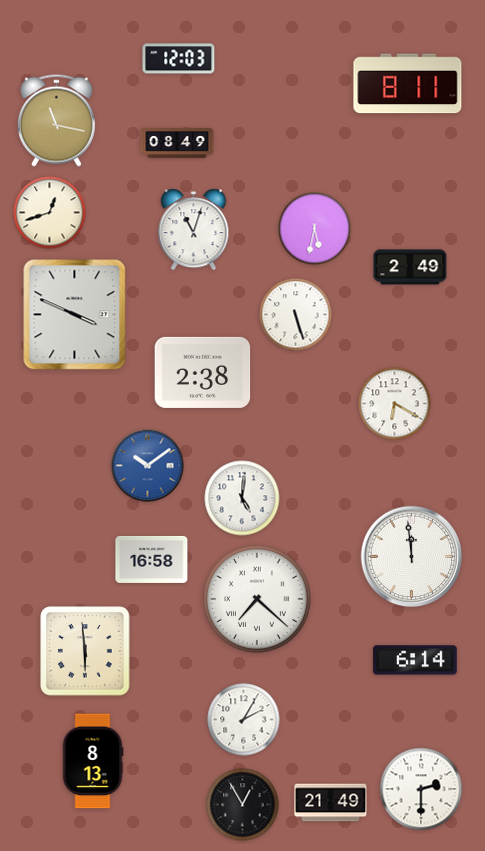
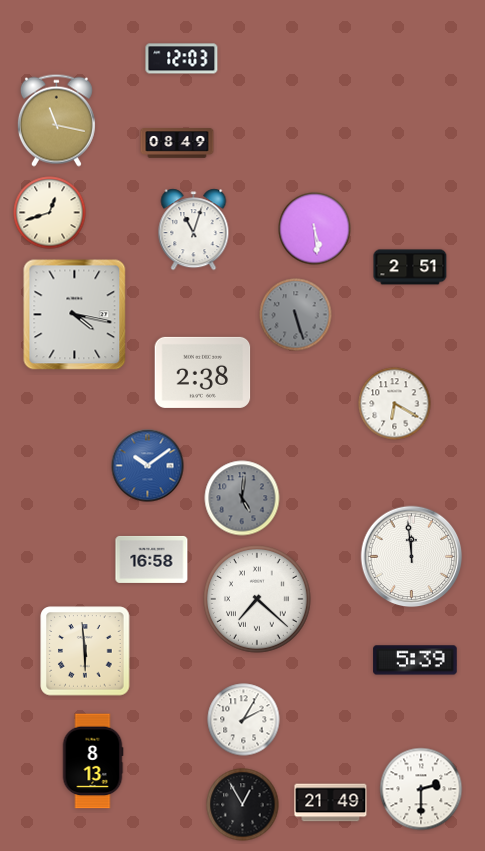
clock at (179, 59) position: (179, 59) -> (182, 59)
clock at (408, 84): 8:11 -> none
clock at (315, 229): 5:32 -> 5:29
clock at (410, 267): 2:49 -> 2:51
clock at (75, 315): 3:49 -> 4:17
clock at (296, 315) dial: white -> grey
clock at (242, 498) dial: white -> grey
clock at (415, 660): 6:14 -> 5:39
